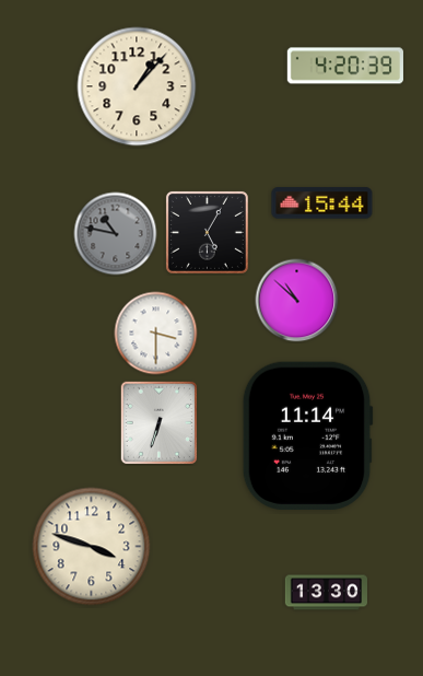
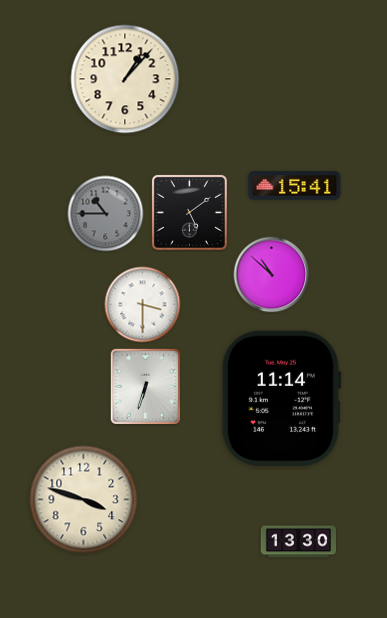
clock at (344, 66): 4:20 -> none
clock at (322, 203): 15:44 -> 15:41
clock at (207, 232): 5:05 -> 5:09
clock at (116, 234): 10:47 -> 10:45
